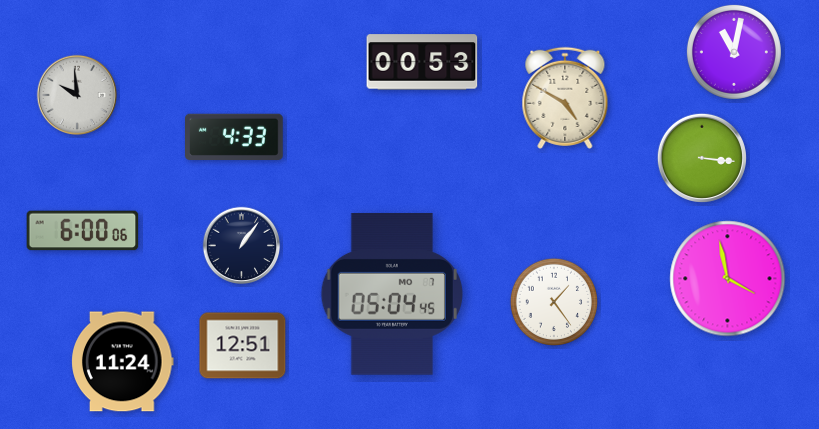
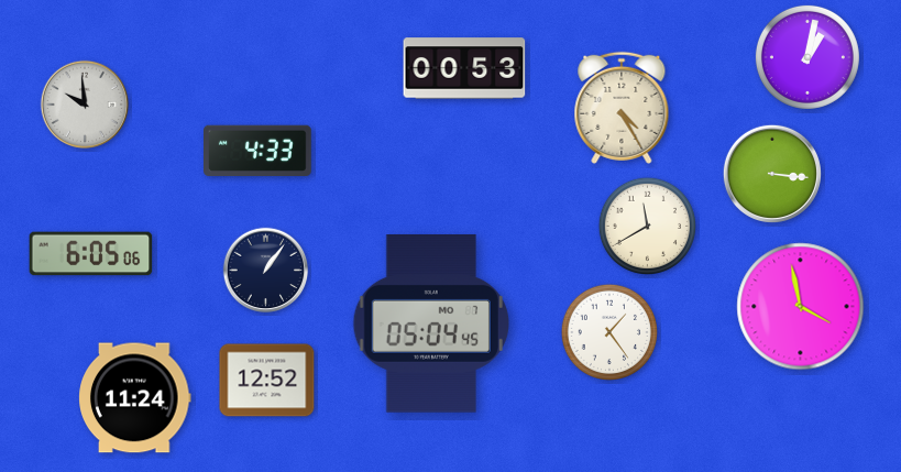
clock at (734, 52): 11:02 -> 1:02
clock at (565, 98): 4:50 -> 4:25
clock at (647, 226): none -> 11:40
clock at (83, 231): 6:00 -> 6:05
clock at (243, 346): 12:51 -> 12:52
